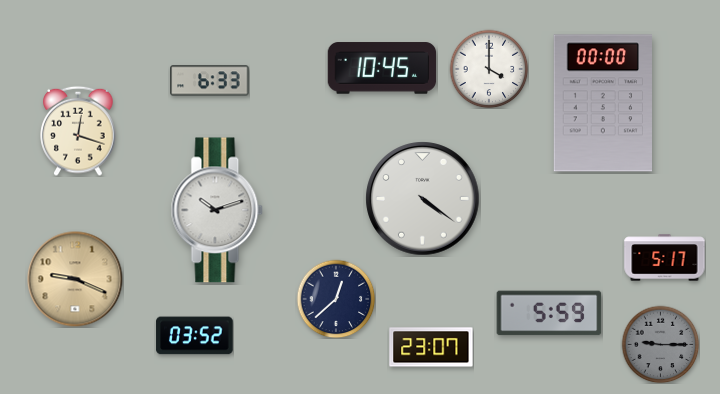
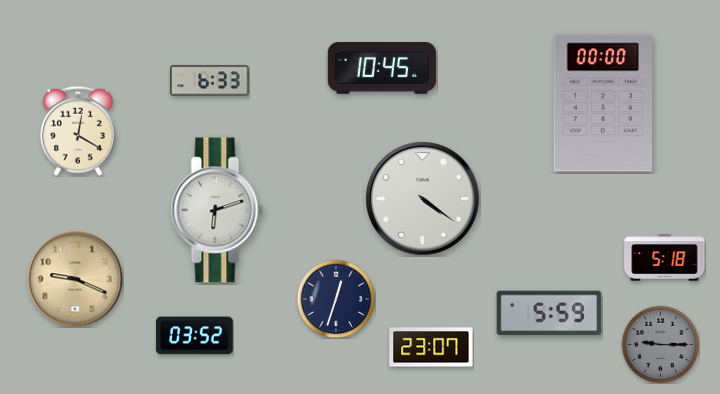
clock at (489, 69): 4:00 -> none
clock at (78, 131): 12:18 -> 12:20
clock at (217, 210): 10:12 -> 6:12
clock at (665, 258): 5:17 -> 5:18
clock at (336, 299): 12:38 -> 12:33
